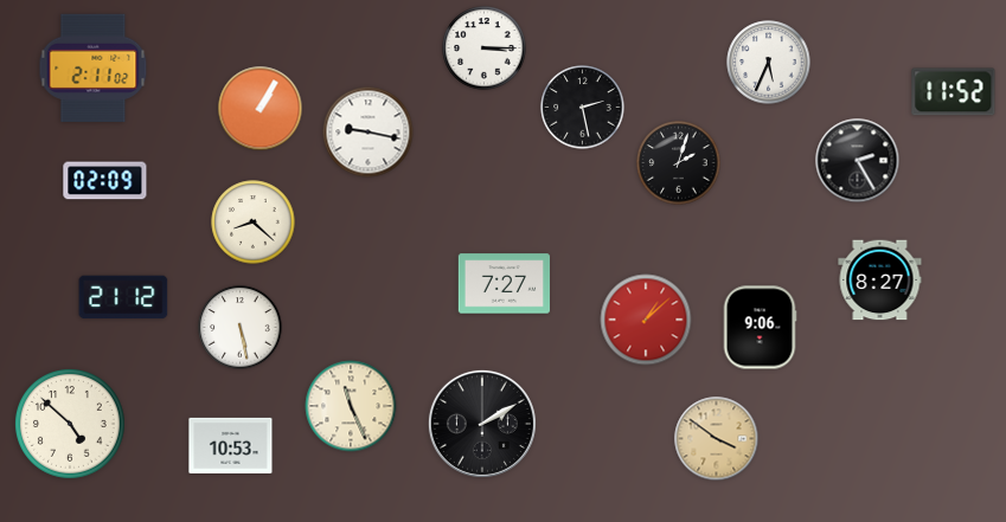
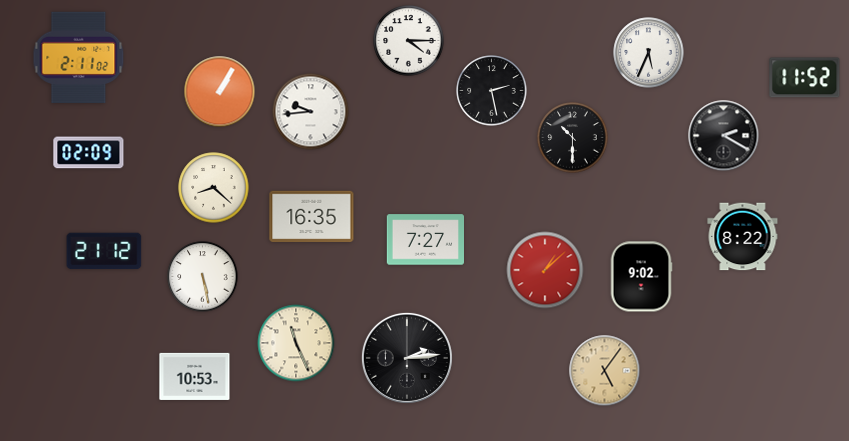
clock at (485, 49): 3:15 -> 4:15
clock at (369, 133): 9:17 -> 9:44
clock at (858, 161): 2:25 -> 2:20
clock at (679, 163): 2:03 -> 10:30
clock at (312, 216): none -> 16:35
clock at (880, 281): 8:27 -> 8:22
clock at (760, 328): 9:06 -> 9:02
clock at (70, 424): 4:52 -> none
clock at (482, 424): 2:10 -> 2:14
clock at (717, 439): 3:51 -> 5:06
